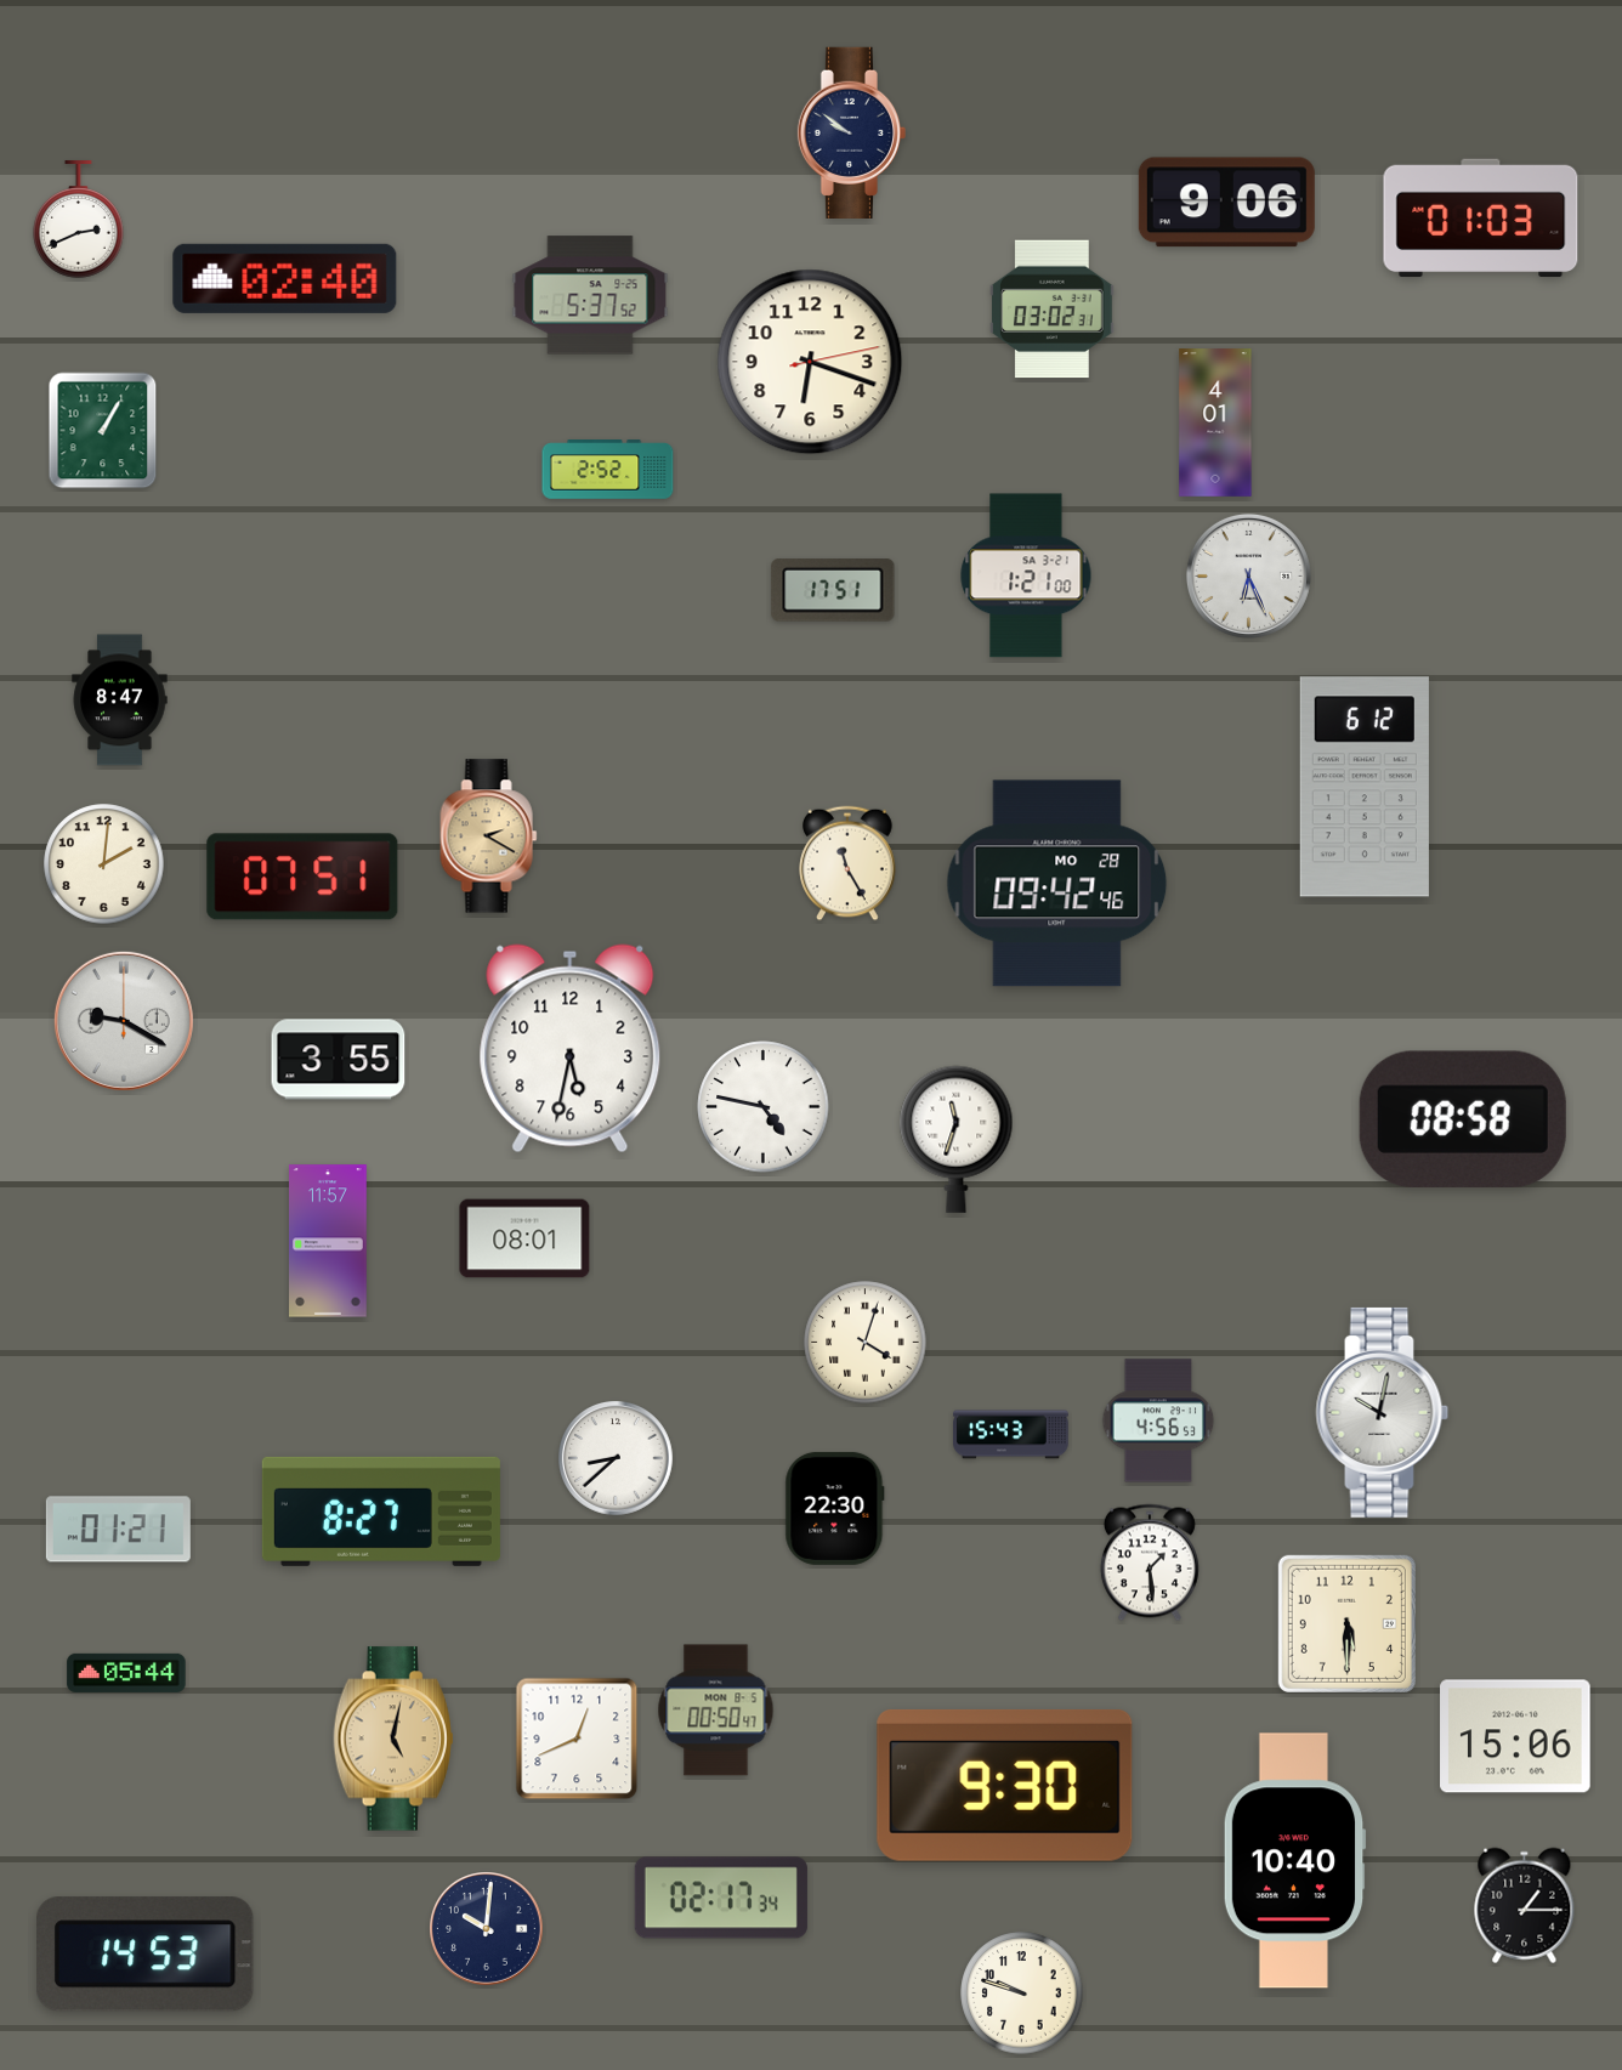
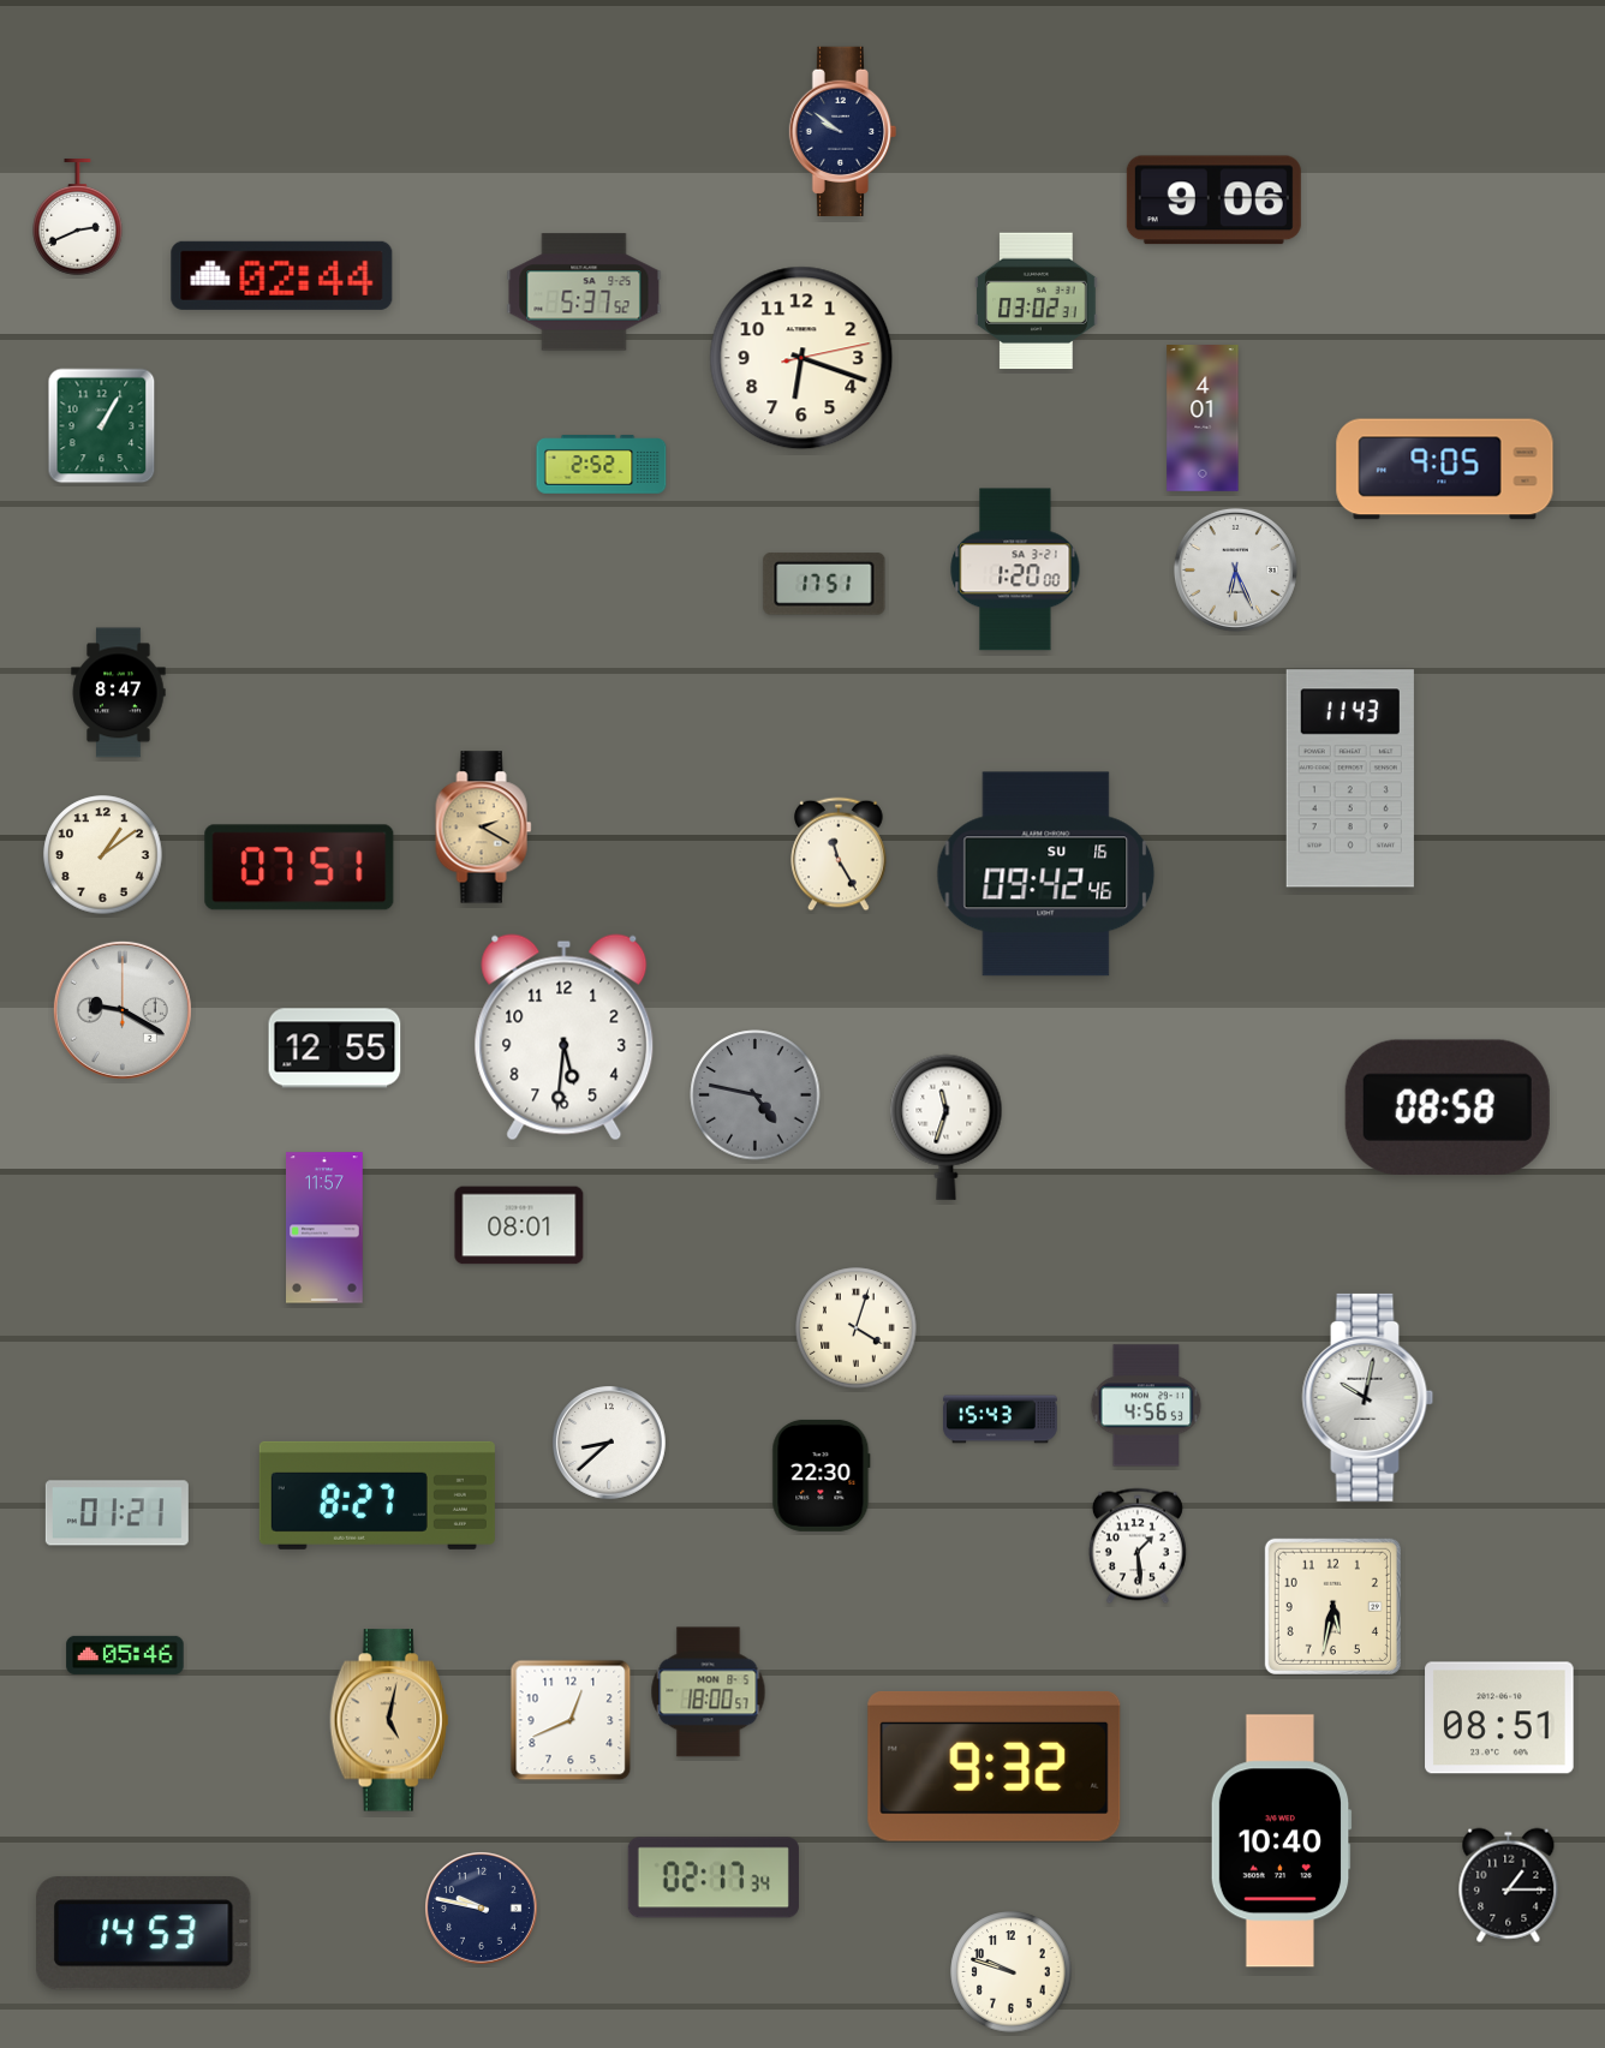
clock at (1481, 219): 01:03 -> none
clock at (285, 278): 02:40 -> 02:44
clock at (1053, 310) position: (1053, 310) -> (1037, 301)
clock at (1445, 470): none -> 9:05
clock at (1026, 575): 1:21 -> 1:20
clock at (1365, 787): 6:12 -> 11:43
clock at (104, 864): 2:01 -> 1:09
clock at (1057, 884) date: MO 28 -> SU 16
clock at (571, 1049): 5:32 -> 5:31
clock at (339, 1060): 3:55 -> 12:55
clock at (764, 1107) dial: white -> grey
clock at (835, 1508) position: (835, 1508) -> (822, 1475)
clock at (1346, 1623): 5:30 -> 5:32
clock at (126, 1673): 05:44 -> 05:46
clock at (716, 1711): 00:50 -> 18:00
clock at (1515, 1736): 15:06 -> 08:51
clock at (1005, 1785): 9:30 -> 9:32
clock at (487, 1929): 10:01 -> 9:47
